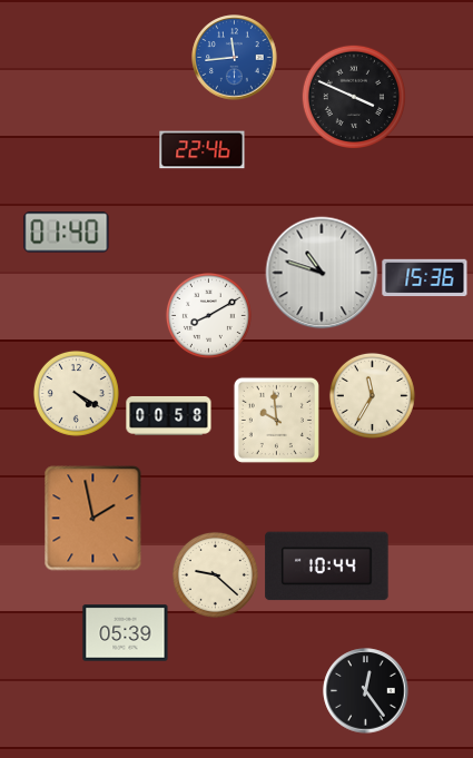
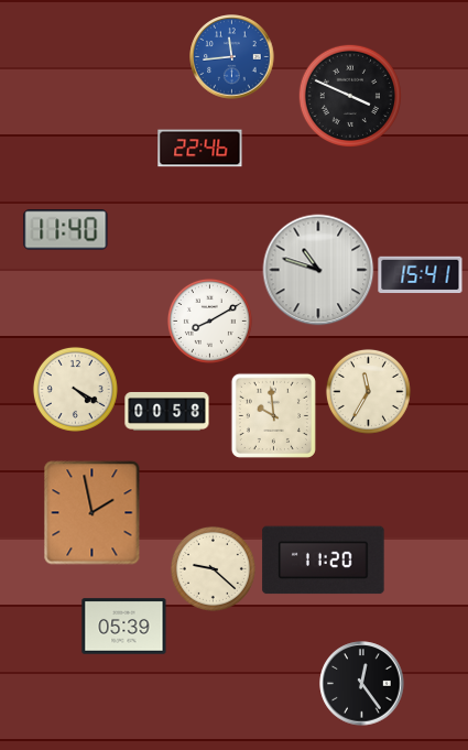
clock at (67, 233): 01:40 -> 11:40
clock at (425, 278): 15:36 -> 15:41
clock at (208, 315) position: (208, 315) -> (209, 320)
clock at (327, 567): 10:44 -> 11:20
